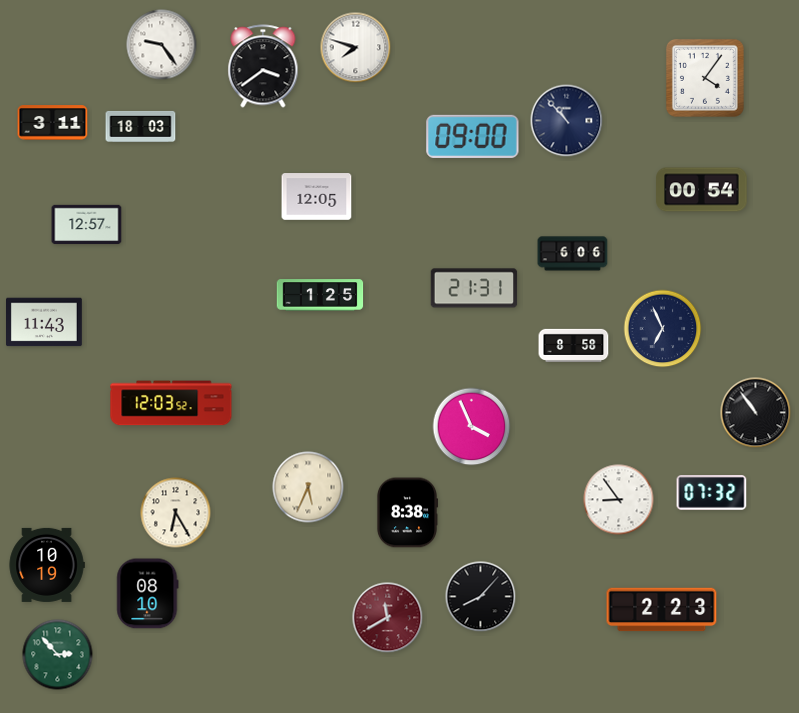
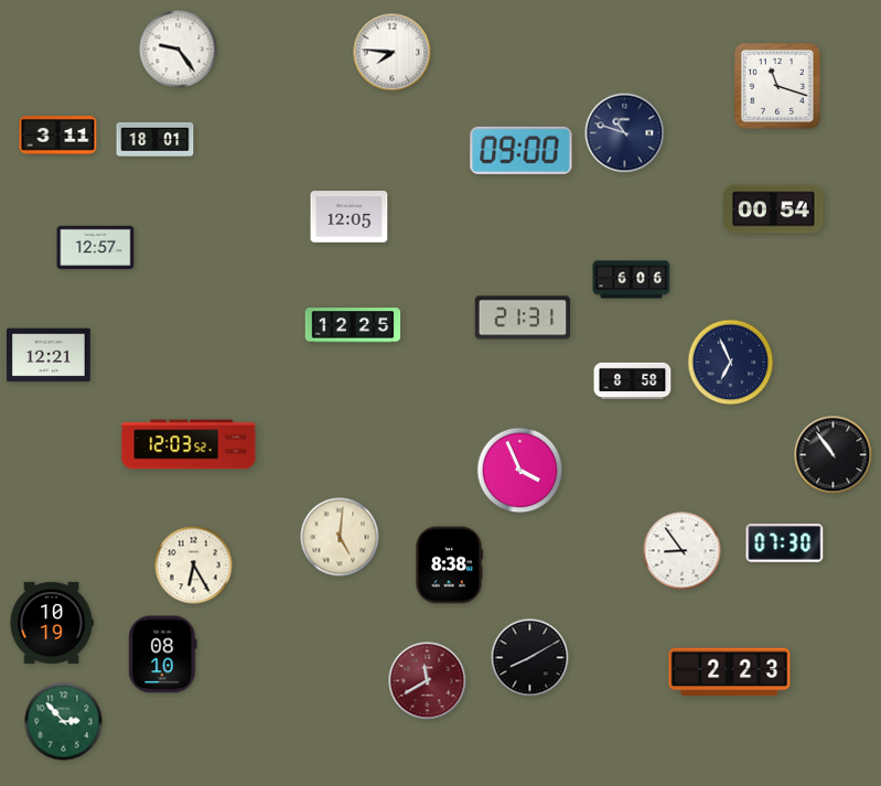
clock at (356, 48): 7:48 -> 7:46
clock at (263, 66): 3:39 -> none
clock at (705, 78): 4:06 -> 11:18
clock at (567, 121): 10:53 -> 10:48
clock at (141, 126): 18:03 -> 18:01
clock at (320, 295): 1:25 -> 12:25
clock at (45, 322): 11:43 -> 12:21
clock at (308, 487): 5:34 -> 5:01
clock at (712, 493): 07:32 -> 07:30
clock at (481, 597): 8:07 -> 8:10
